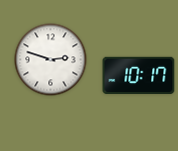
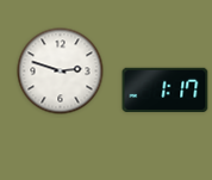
clock at (139, 75): 10:17 -> 1:17
